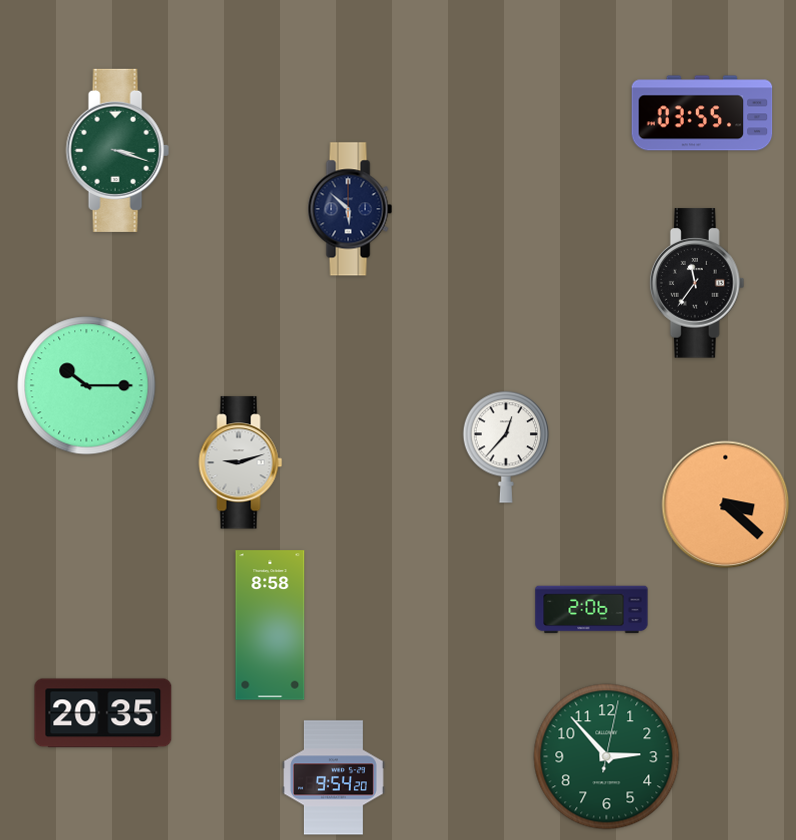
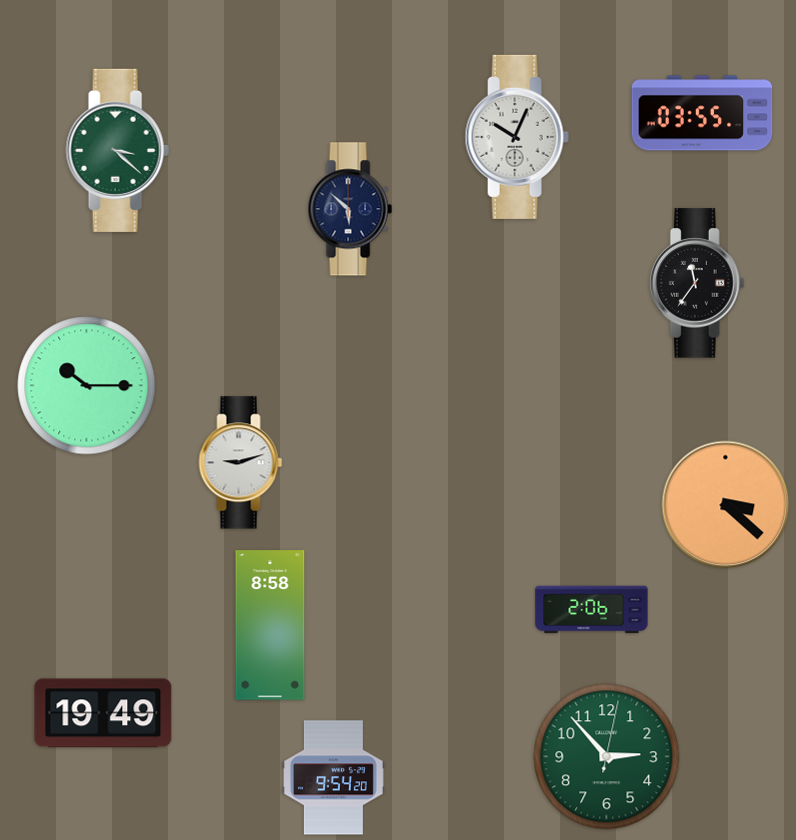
clock at (517, 137): none -> 10:04
clock at (117, 150): 3:18 -> 3:22
clock at (506, 447): 12:37 -> none
clock at (103, 713): 20:35 -> 19:49
